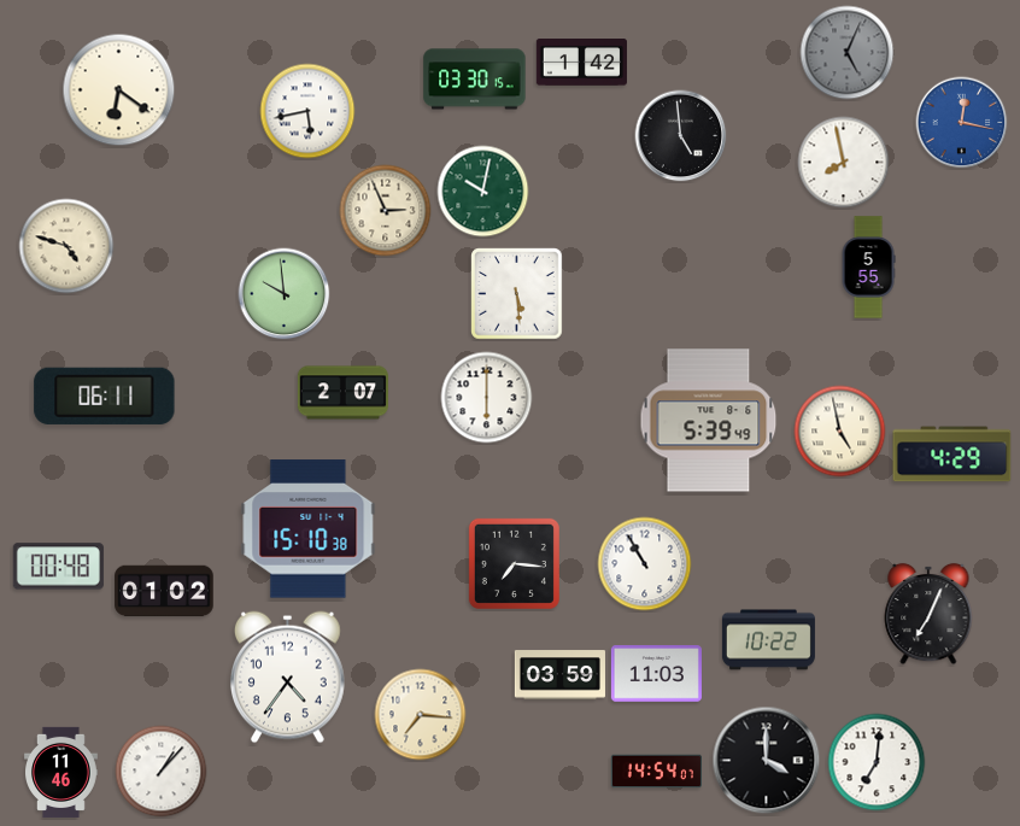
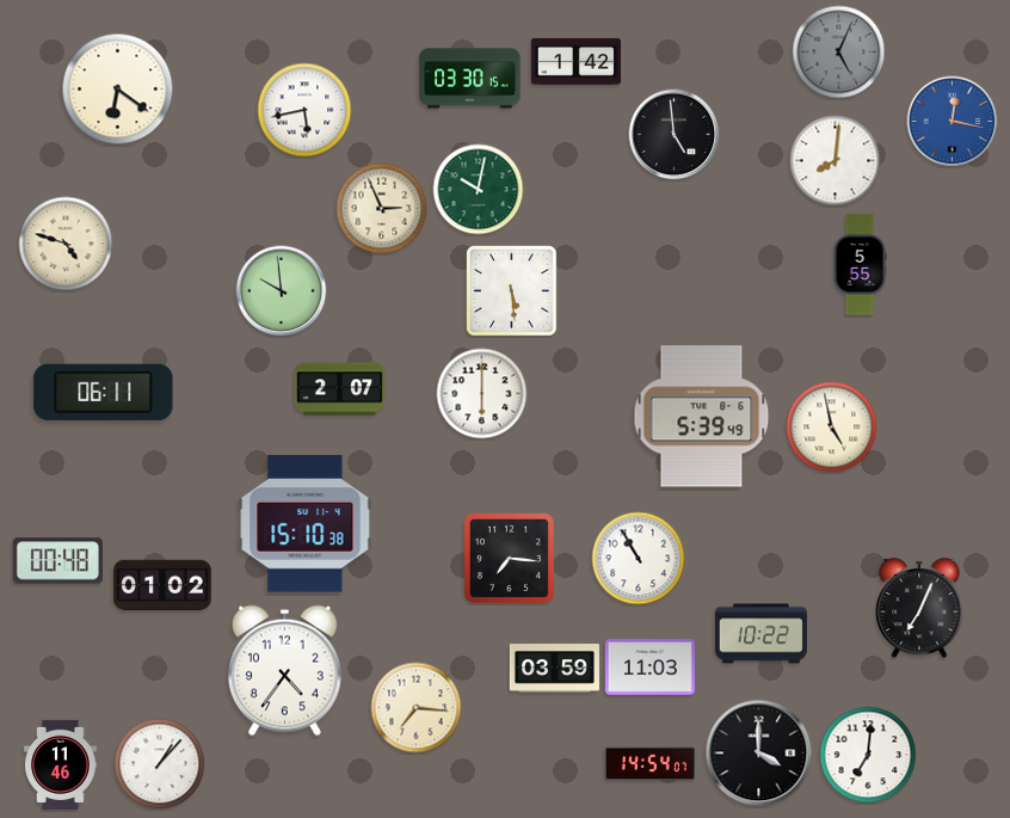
clock at (844, 163): 7:58 -> 8:01
clock at (952, 455): 4:29 -> none
